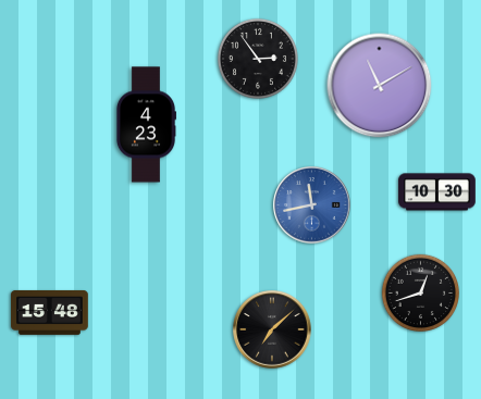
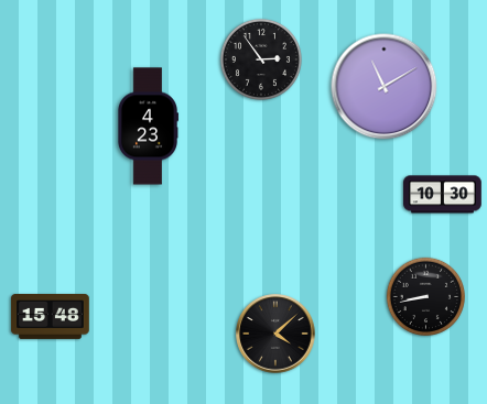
clock at (312, 205): 11:43 -> none
clock at (420, 292): 12:42 -> 8:43
clock at (272, 329): 7:08 -> 4:08
